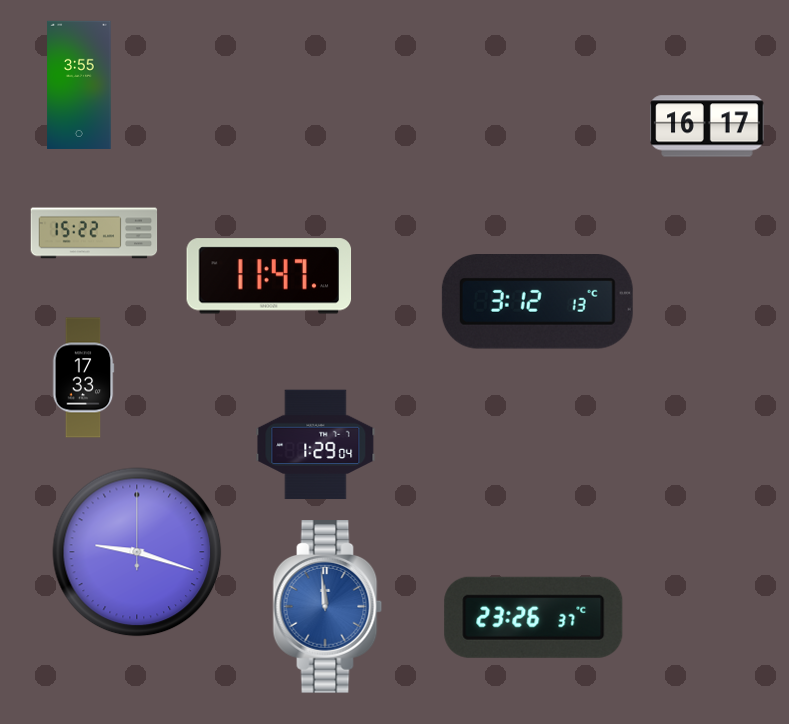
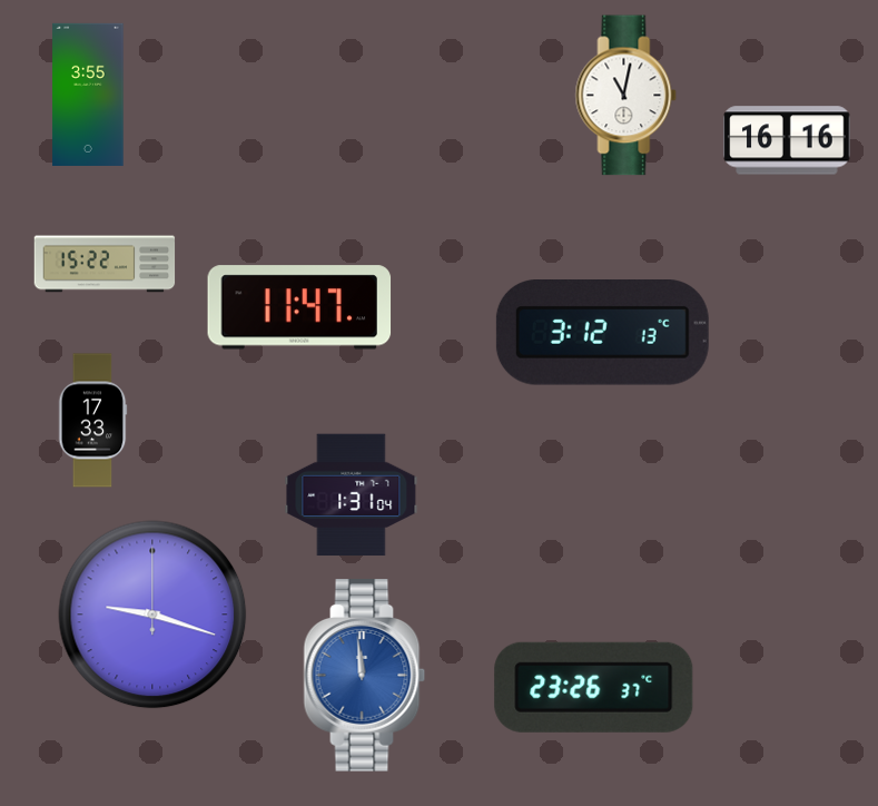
clock at (627, 96): none -> 11:02
clock at (707, 126): 16:17 -> 16:16
clock at (94, 233) position: (94, 233) -> (105, 264)
clock at (537, 302) position: (537, 302) -> (602, 333)
clock at (316, 445): 1:29 -> 1:31
